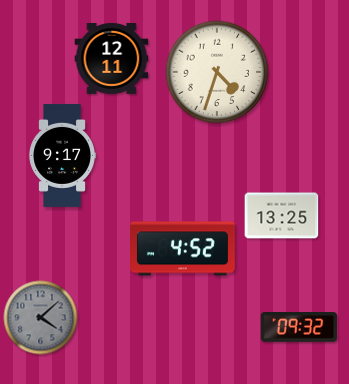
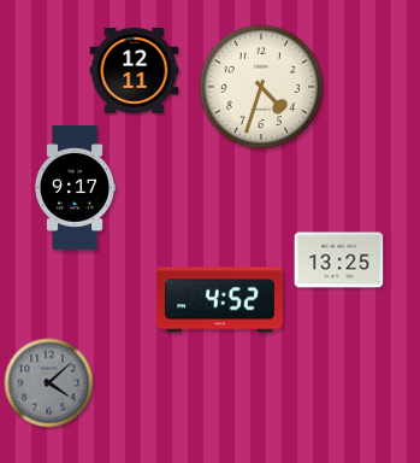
clock at (299, 328): 09:32 -> none
